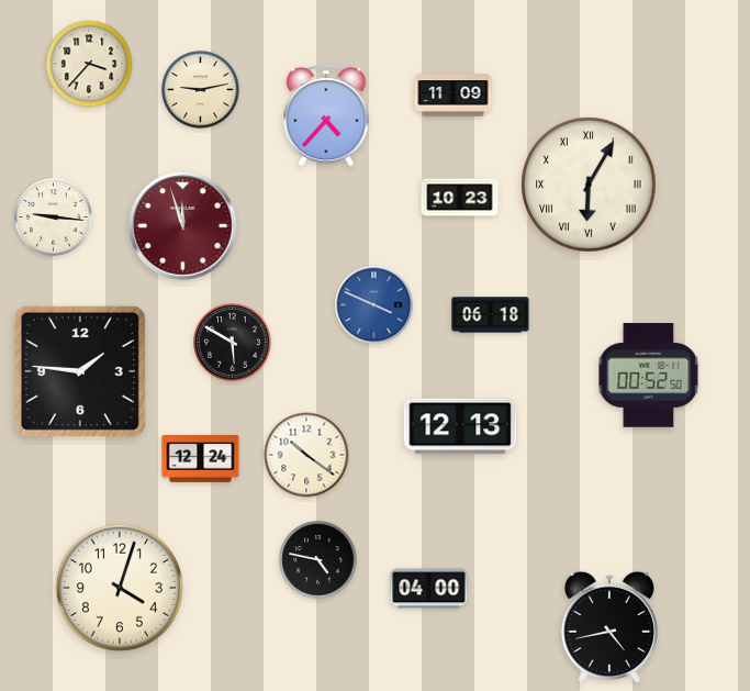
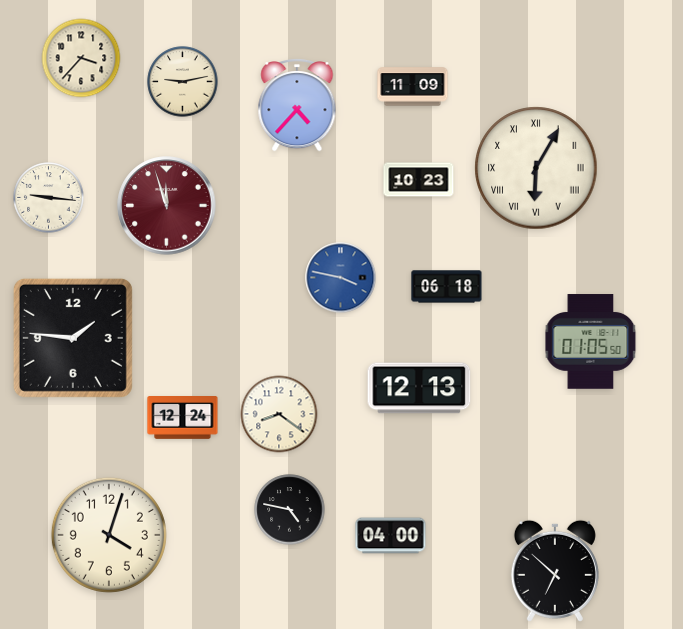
clock at (374, 305): 3:49 -> 3:47
clock at (233, 343): 5:50 -> none
clock at (649, 376): 00:52 -> 01:05
clock at (306, 455): 10:21 -> 8:21
clock at (609, 627): 4:43 -> 6:52
